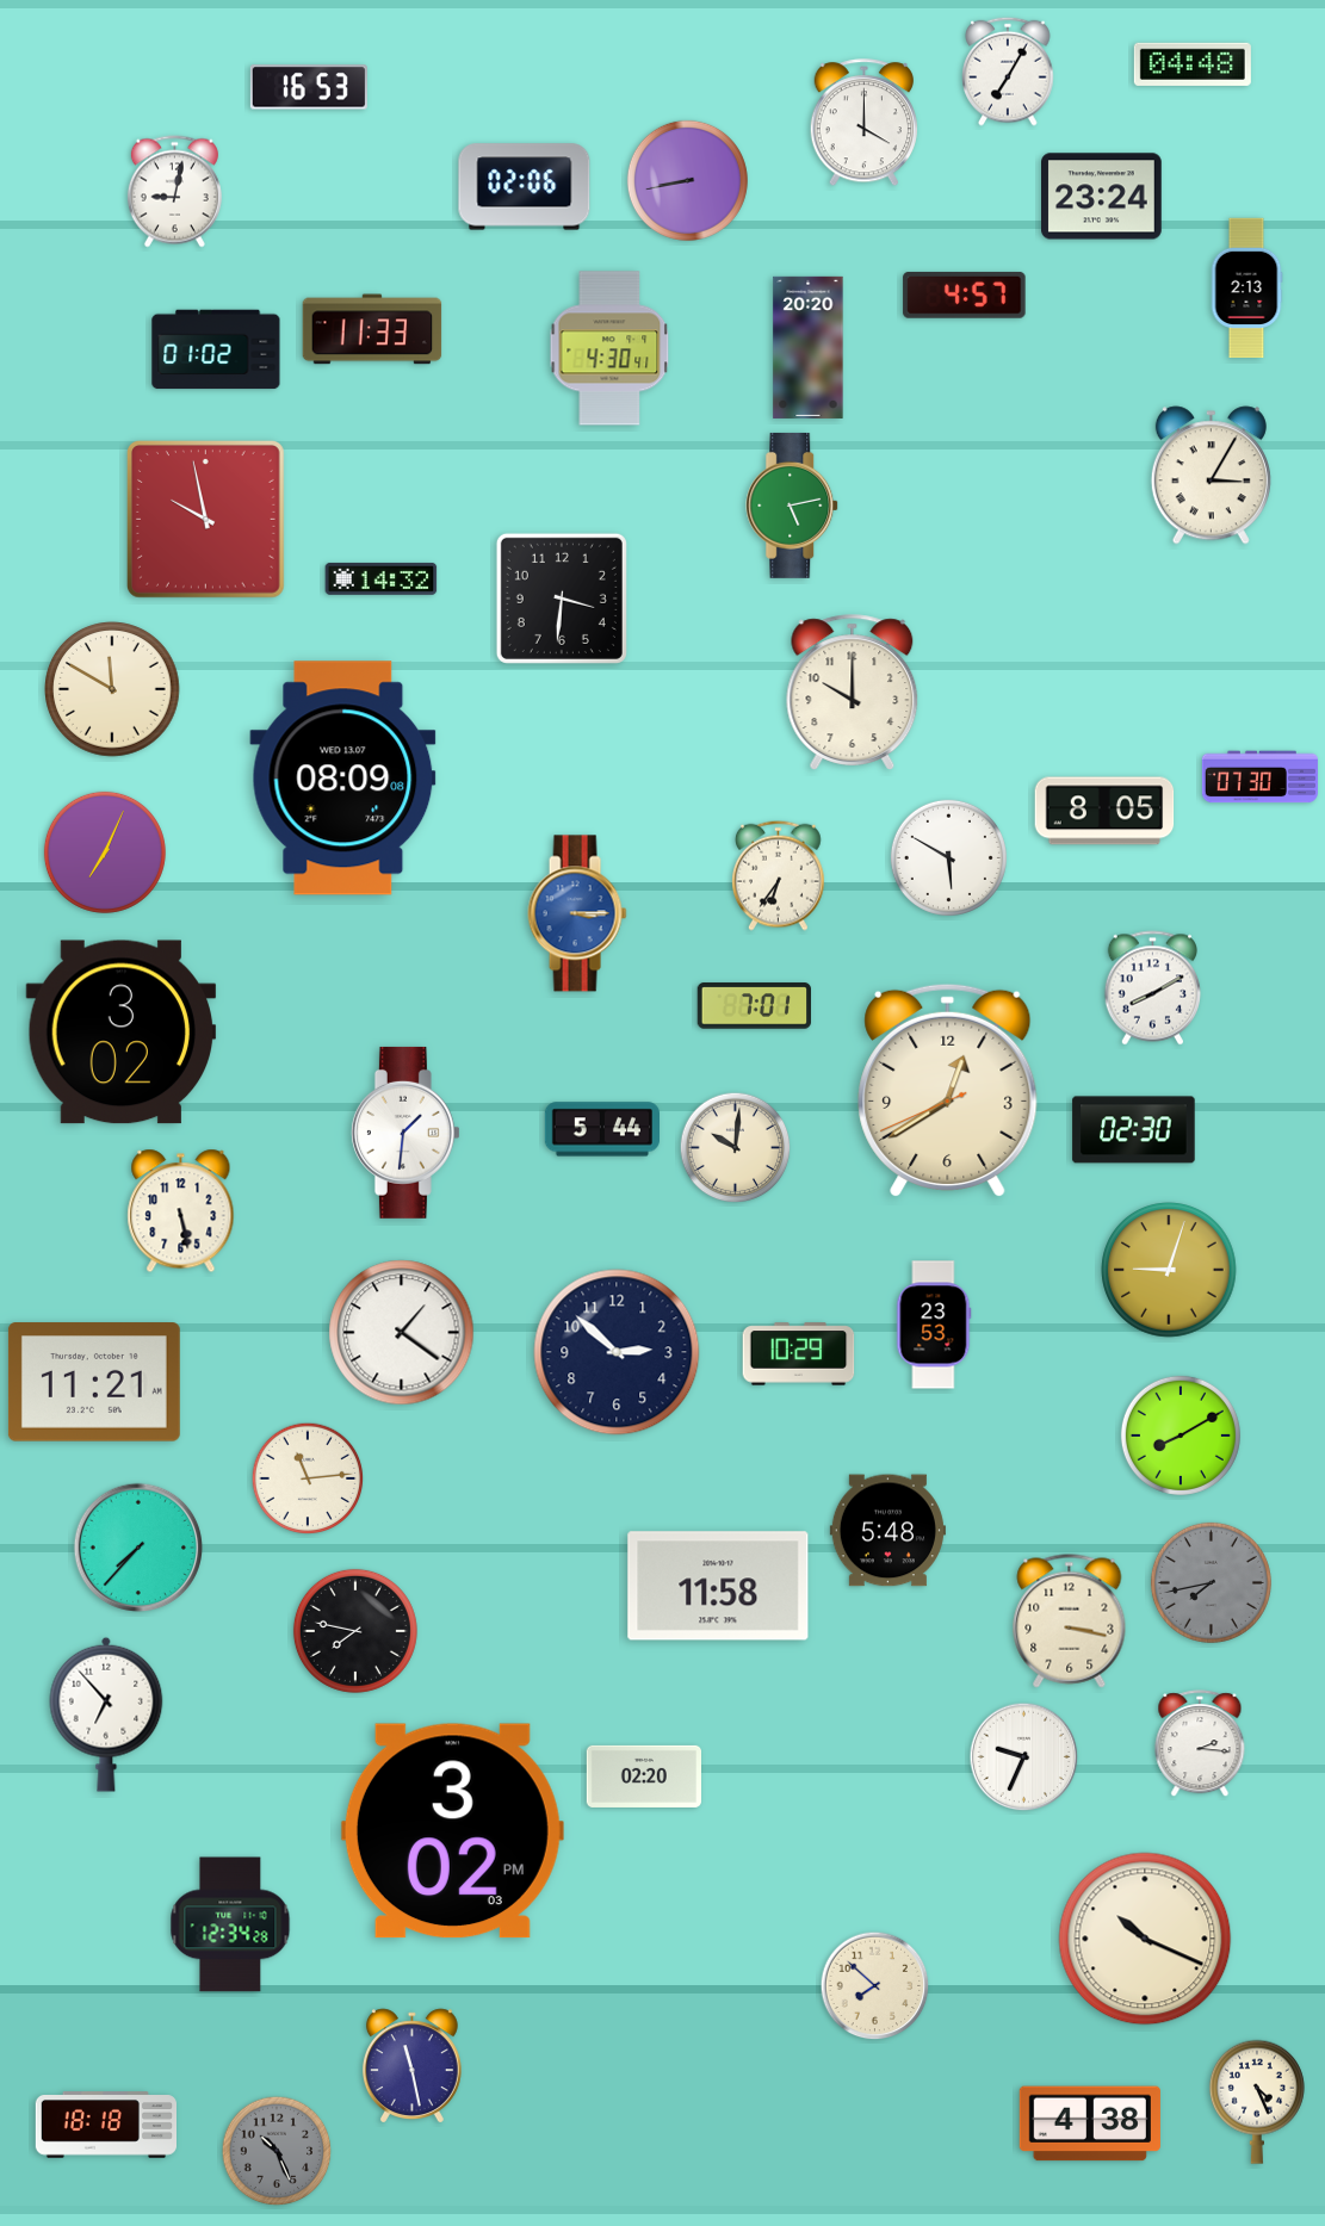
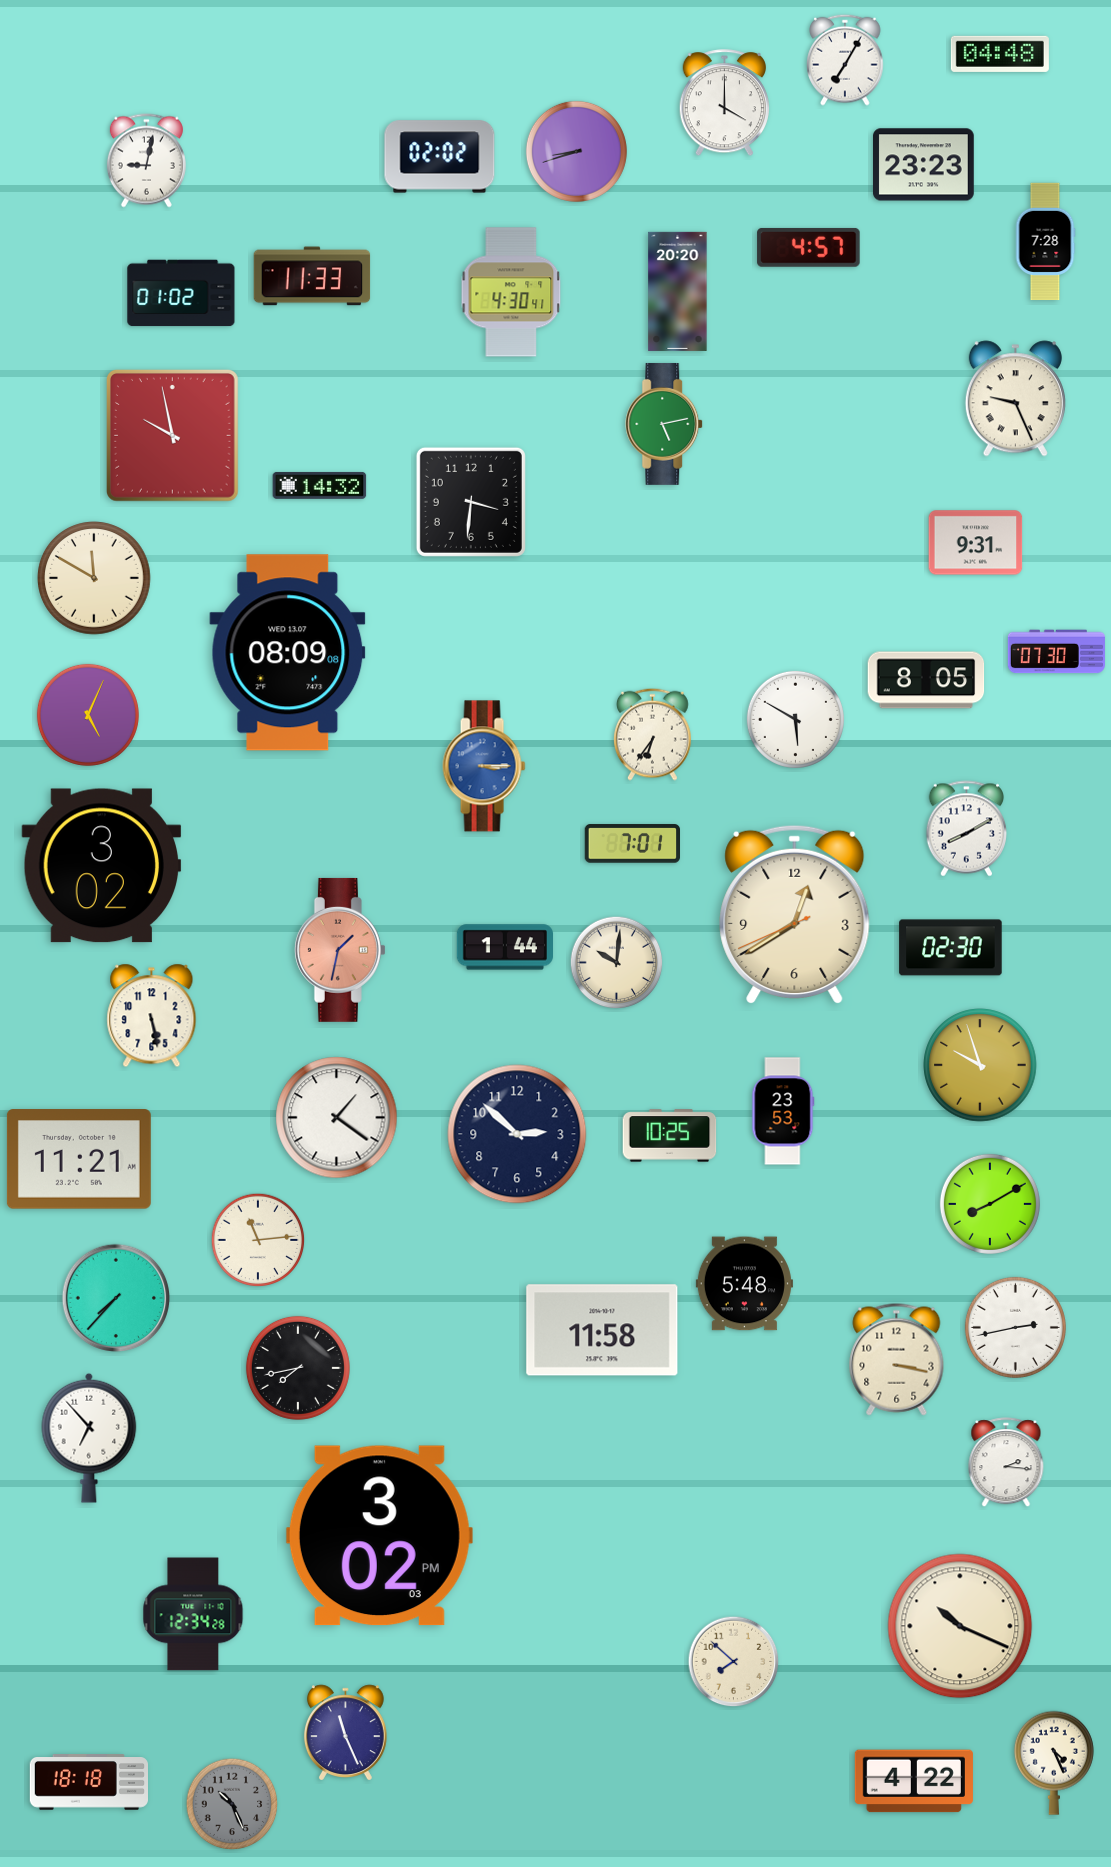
clock at (309, 87): 16:53 -> none
clock at (687, 180): 8:43 -> 8:42
clock at (525, 187): 02:06 -> 02:02
clock at (1102, 197): 23:24 -> 23:23
clock at (1246, 289): 2:13 -> 7:28
clock at (1211, 476): 3:05 -> 9:26
clock at (976, 543): none -> 9:31
clock at (853, 693): 10:00 -> none
clock at (105, 852): 7:04 -> 5:04
clock at (601, 1129): 5:44 -> 1:44
clock at (405, 1133): 1:31 -> 1:32
clock at (405, 1133) dial: white -> salmon
clock at (1169, 1270): 9:03 -> 9:57
clock at (799, 1354): 10:29 -> 10:25
clock at (1211, 1582): 7:43 -> 2:43
clock at (1211, 1582) dial: grey -> white
clock at (355, 1631): 7:47 -> 7:43
clock at (1024, 1757): 9:34 -> none
clock at (643, 1777): 02:20 -> none
clock at (875, 1986) position: (875, 1986) -> (734, 1662)
clock at (411, 2065): 11:28 -> 11:26
clock at (1090, 2123): 4:38 -> 4:22
